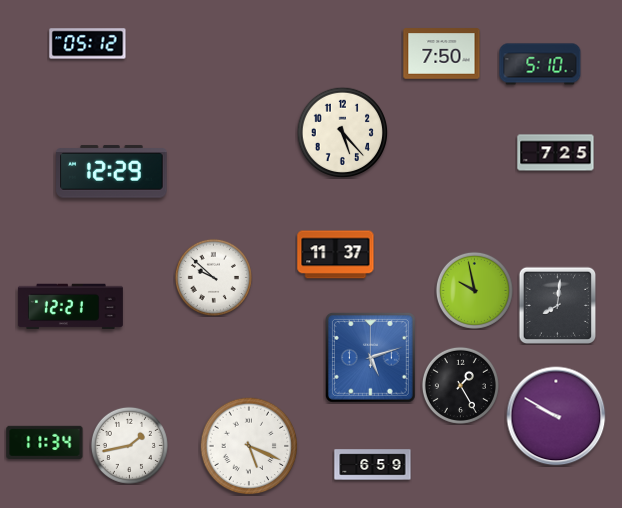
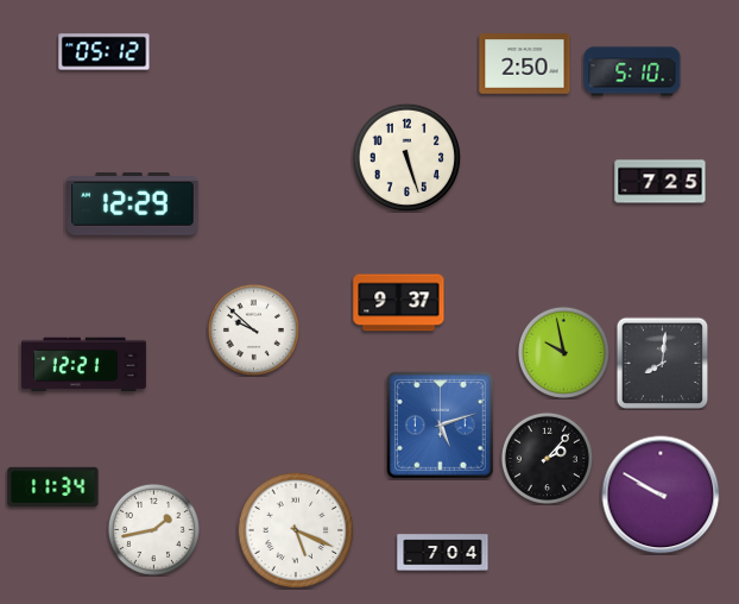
clock at (442, 54): 7:50 -> 2:50
clock at (540, 64) position: (540, 64) -> (632, 71)
clock at (342, 132): 5:23 -> 5:27
clock at (336, 255): 11:37 -> 9:37
clock at (474, 290) position: (474, 290) -> (563, 352)
clock at (460, 385): 1:25 -> 2:07
clock at (45, 443) position: (45, 443) -> (53, 487)
clock at (373, 465): 6:59 -> 7:04
